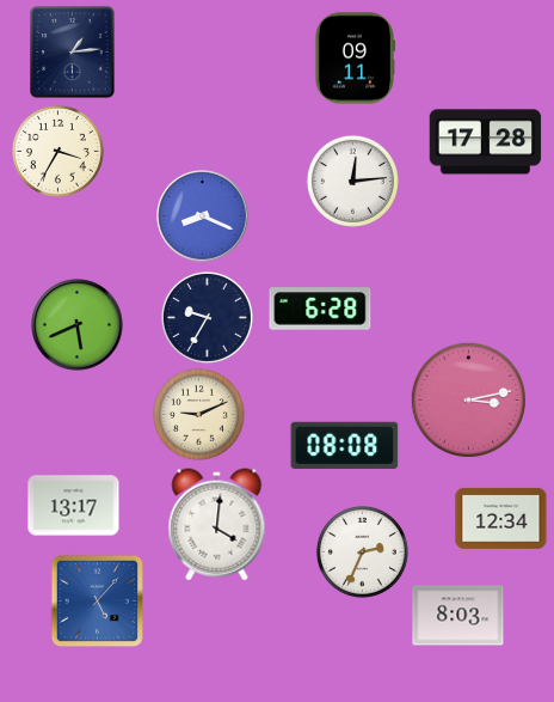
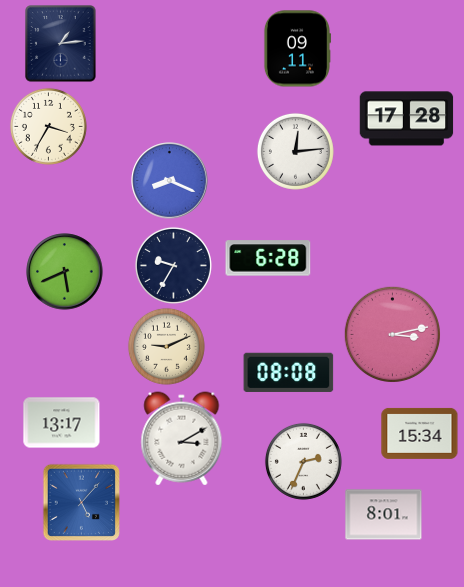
clock at (501, 518): 12:34 -> 15:34
clock at (217, 525): 4:01 -> 3:10
clock at (458, 616): 8:03 -> 8:01
